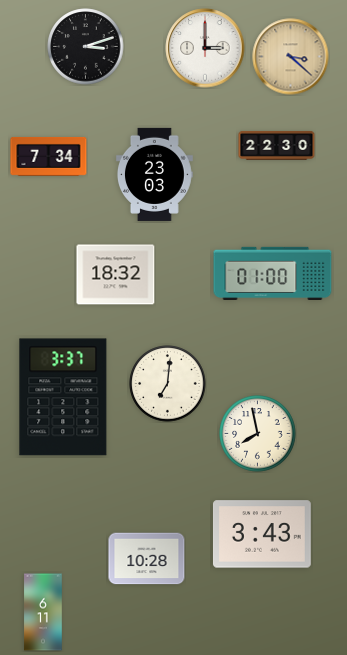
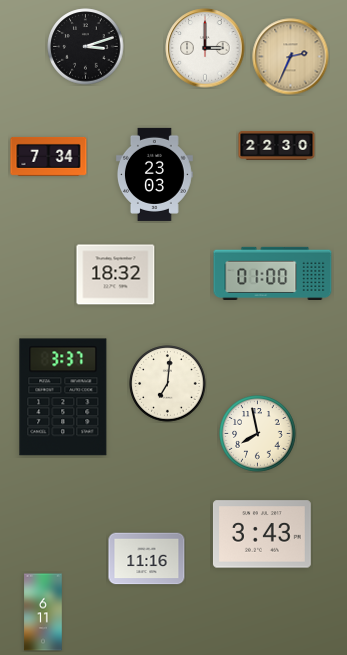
clock at (291, 57): 3:22 -> 2:34
clock at (147, 559): 10:28 -> 11:16
